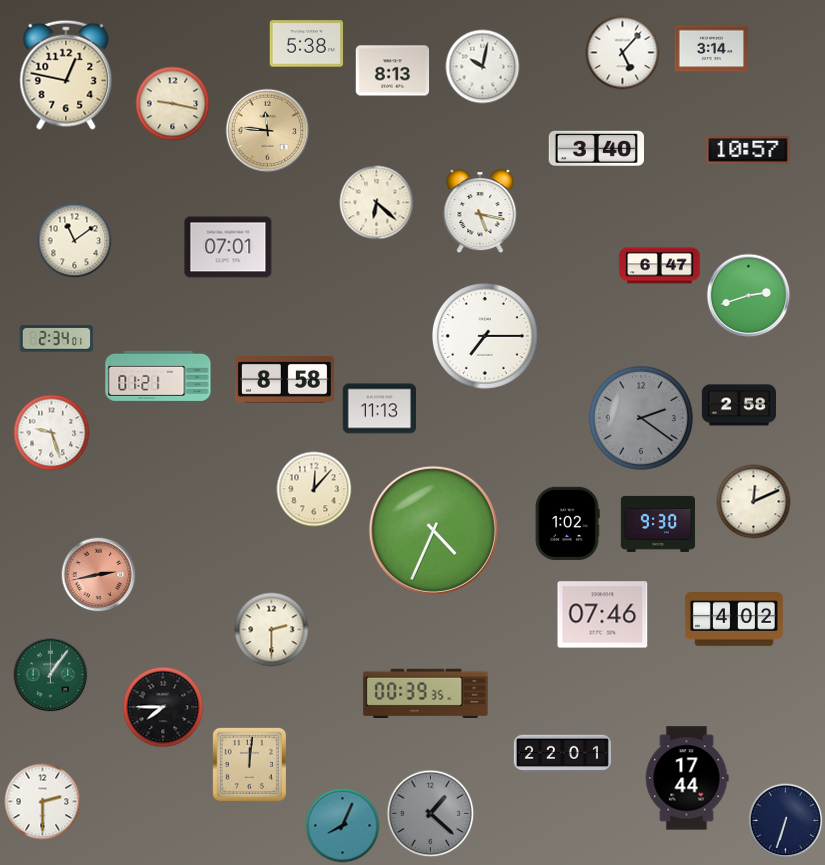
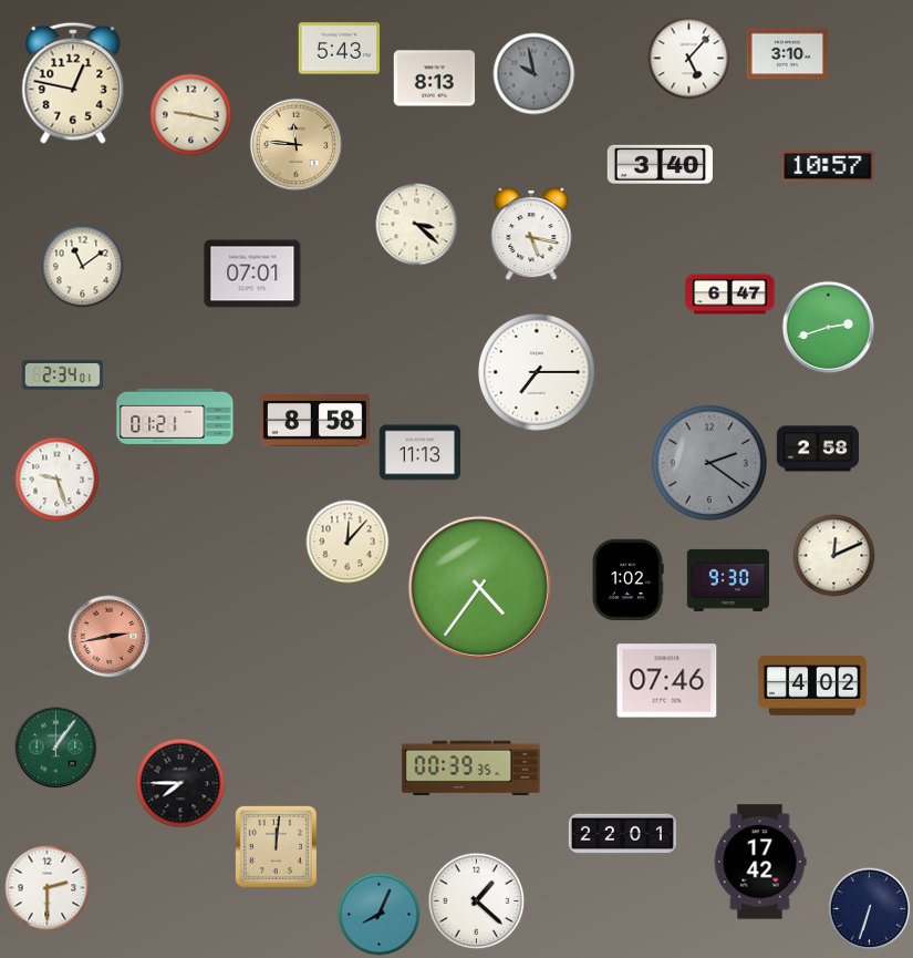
clock at (307, 44): 5:38 -> 5:43
clock at (712, 49): 3:14 -> 3:10
clock at (483, 67): 10:02 -> 9:58
clock at (483, 67) dial: white -> grey
clock at (377, 203): 6:22 -> 3:22
clock at (433, 530): 4:34 -> 4:36
clock at (272, 630): 2:30 -> none
clock at (687, 778): 17:44 -> 17:42
clock at (431, 814) dial: grey -> white
